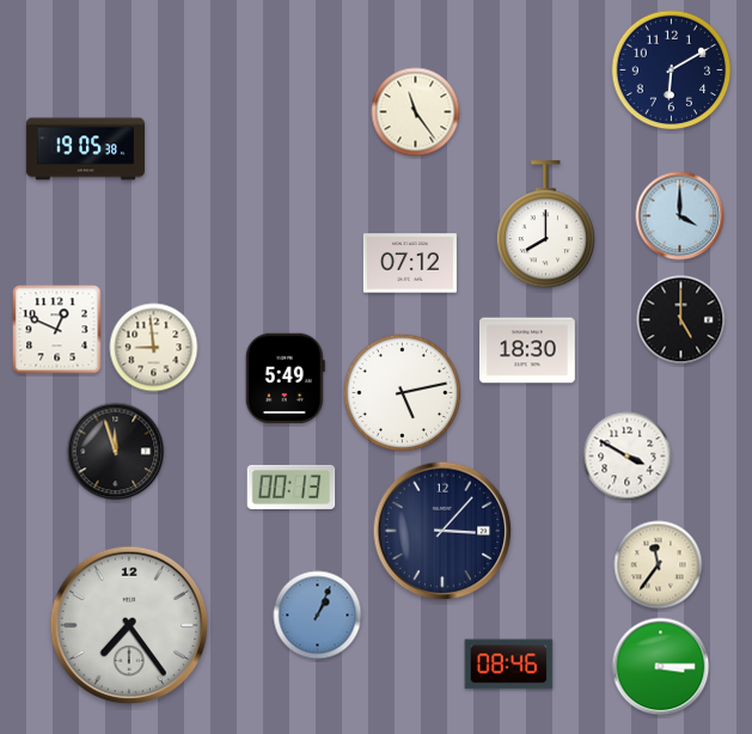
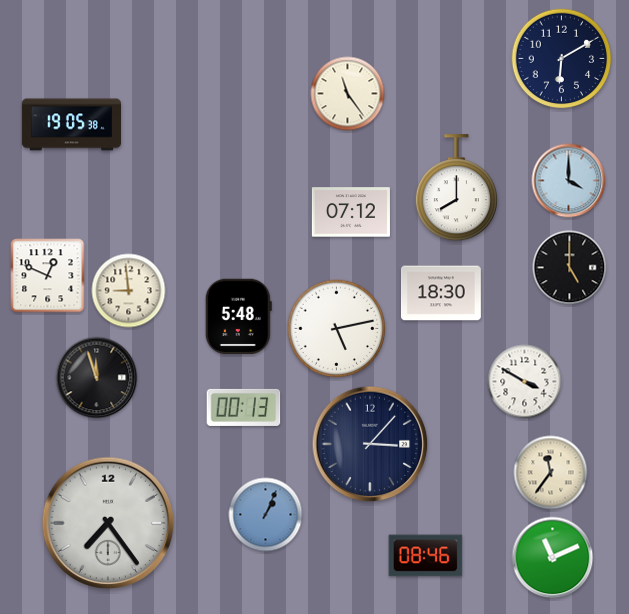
clock at (410, 263) position: (410, 263) -> (351, 212)
clock at (285, 379): 5:49 -> 5:48
clock at (661, 667): 3:15 -> 11:11
